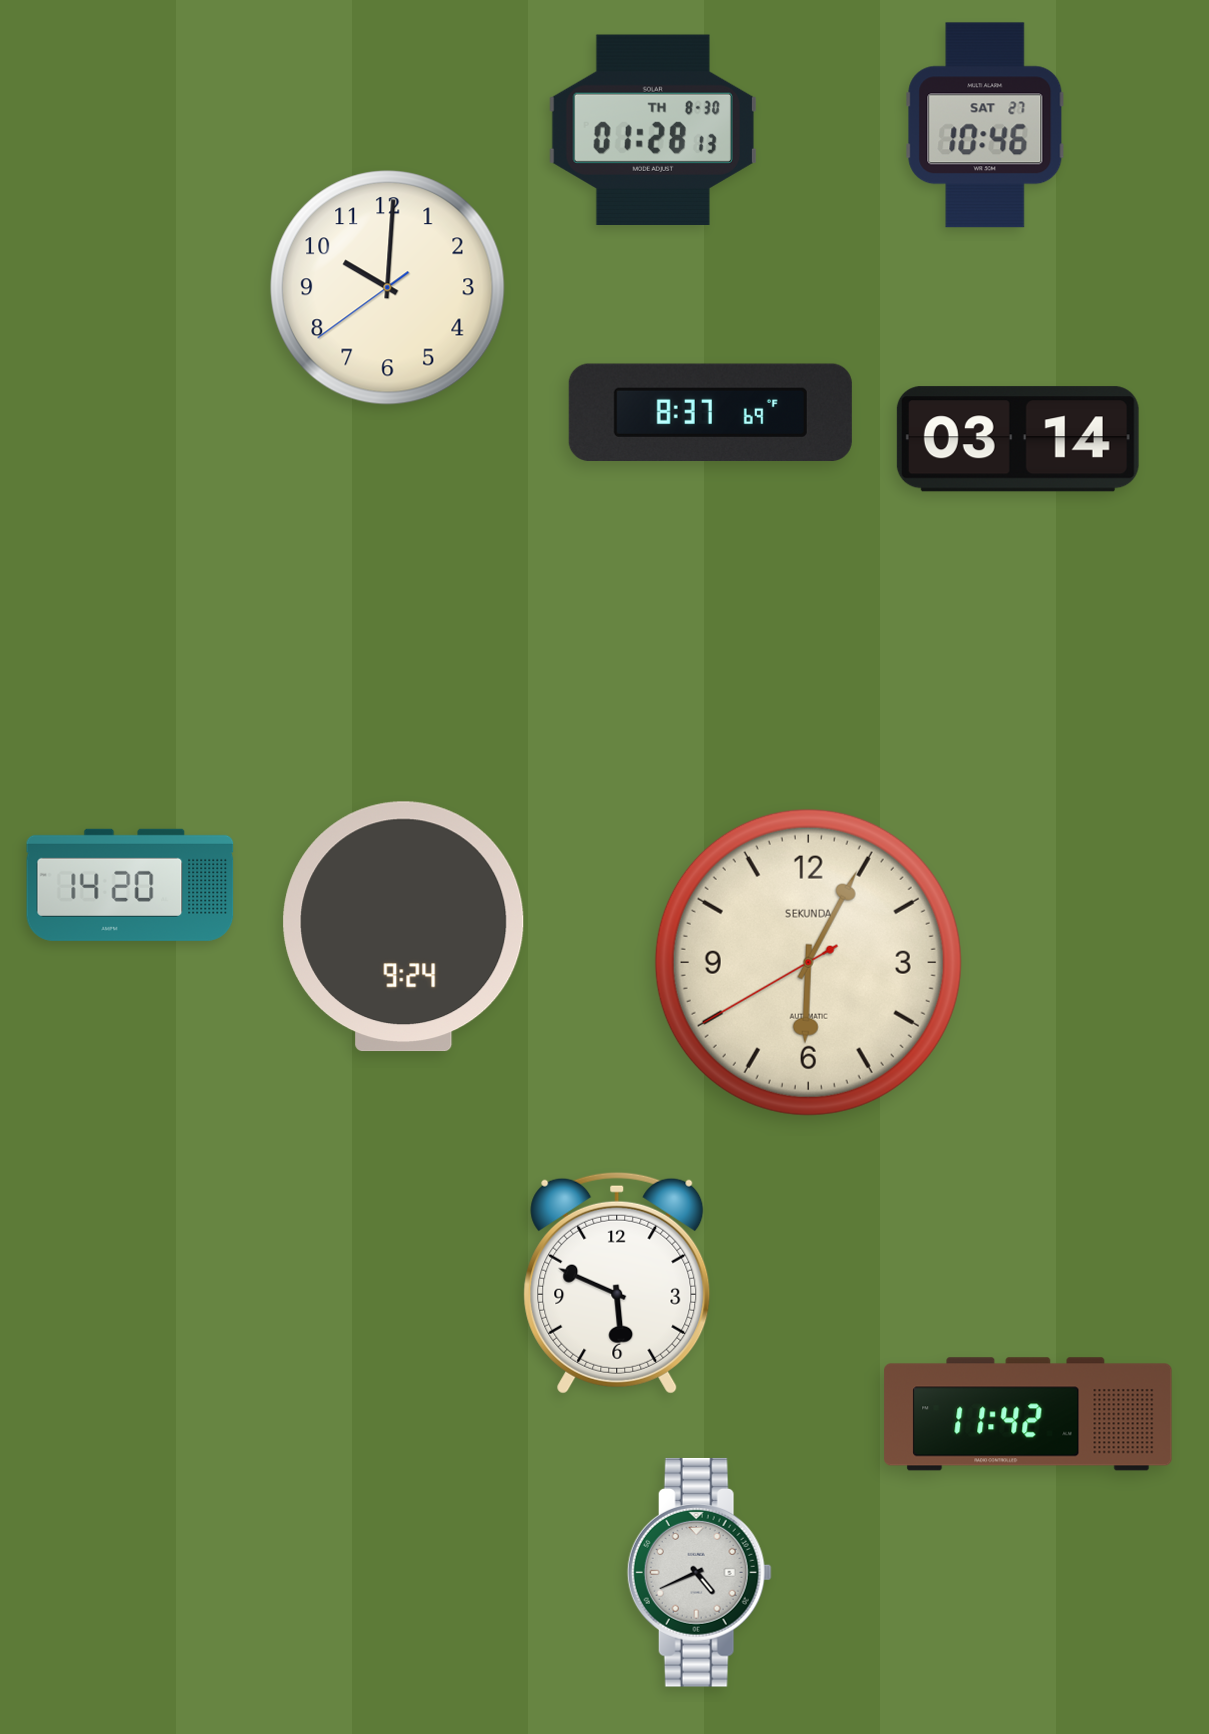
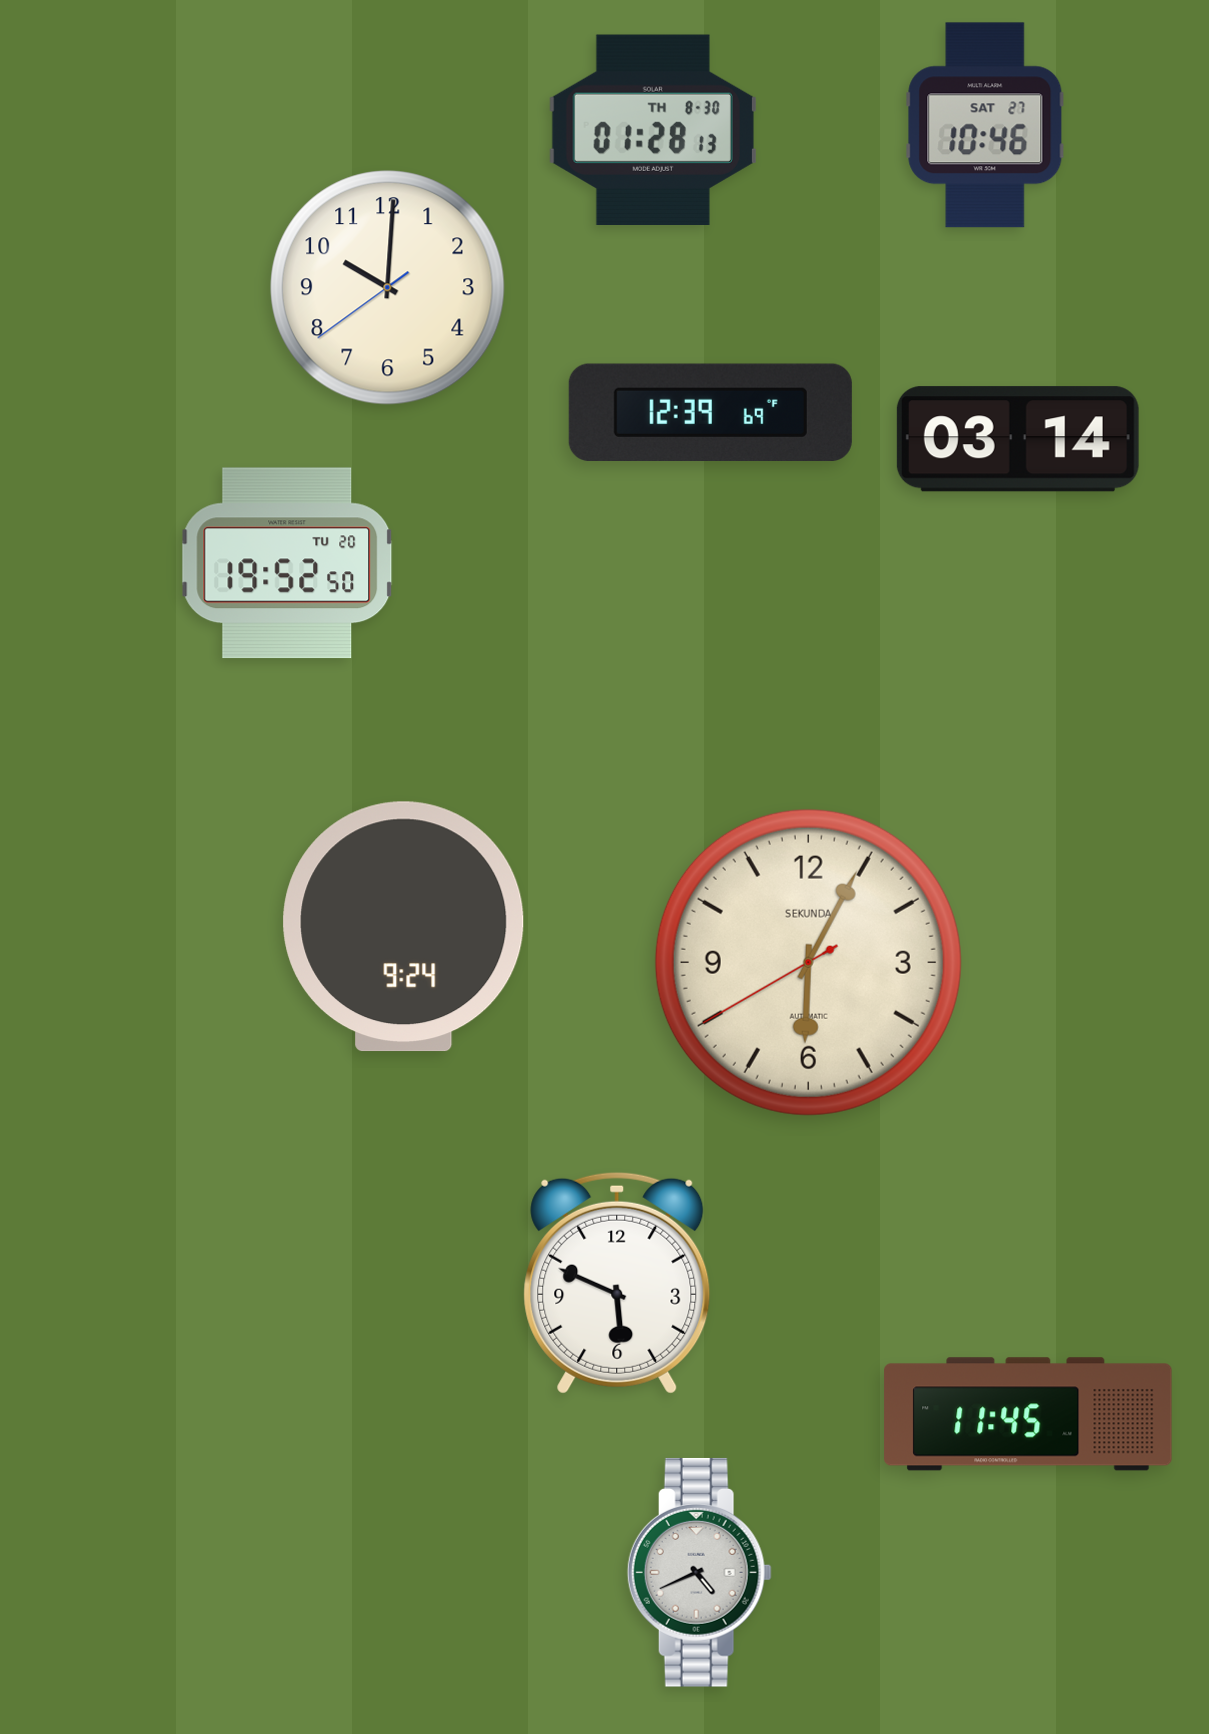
clock at (710, 412): 8:37 -> 12:39
clock at (287, 563): none -> 19:52
clock at (130, 885): 14:20 -> none
clock at (1028, 1414): 11:42 -> 11:45
